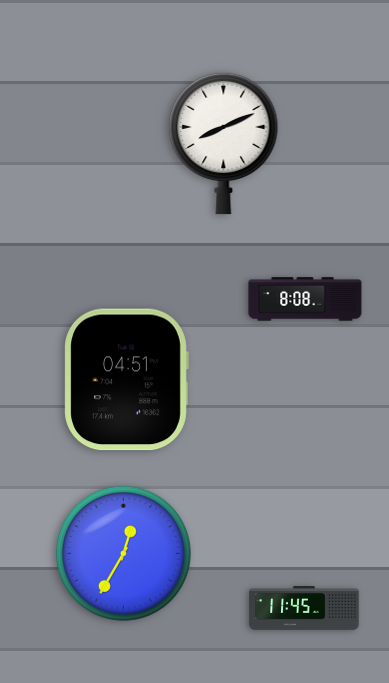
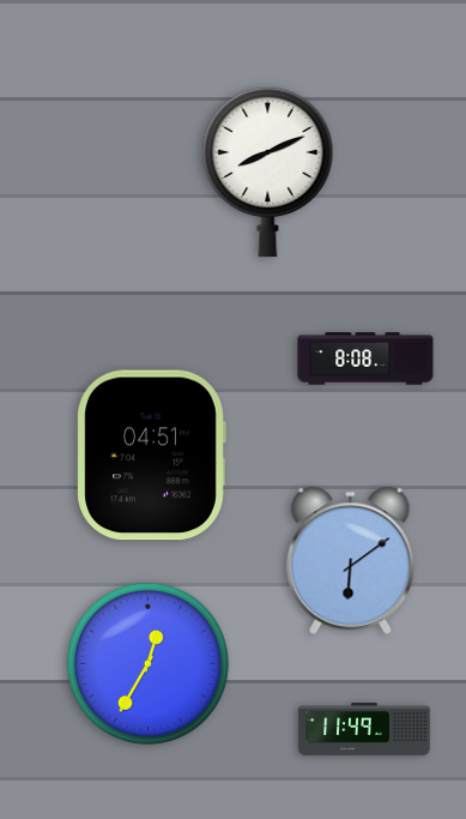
clock at (351, 560): none -> 6:09
clock at (304, 609): 11:45 -> 11:49
